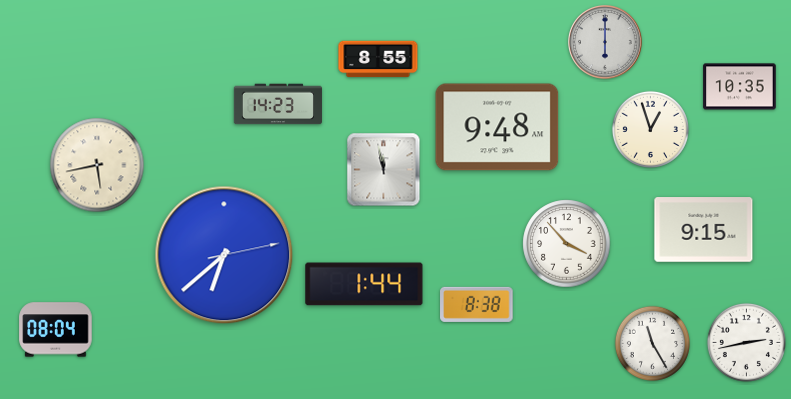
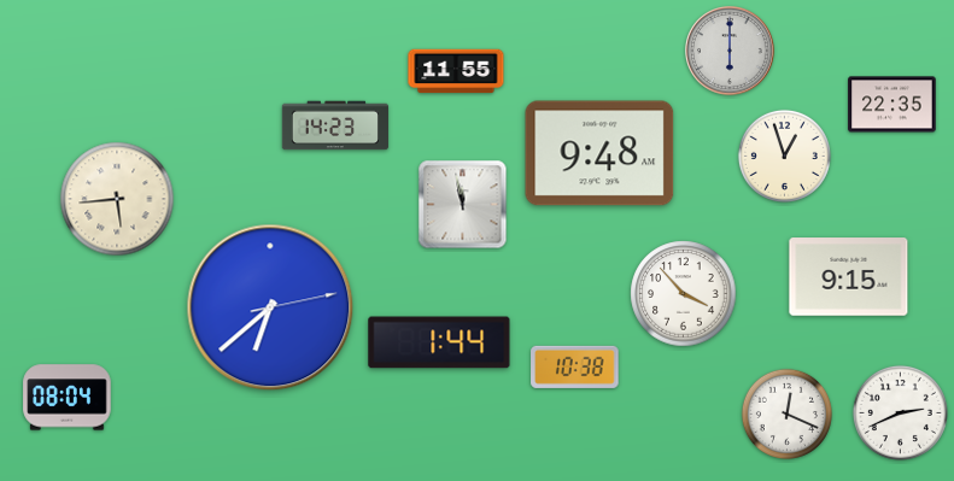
clock at (378, 59): 8:55 -> 11:55
clock at (740, 87): 10:35 -> 22:35
clock at (97, 165): 5:43 -> 5:44
clock at (477, 304): 8:38 -> 10:38
clock at (746, 342): 2:43 -> 2:41
clock at (652, 343): 11:25 -> 12:19
